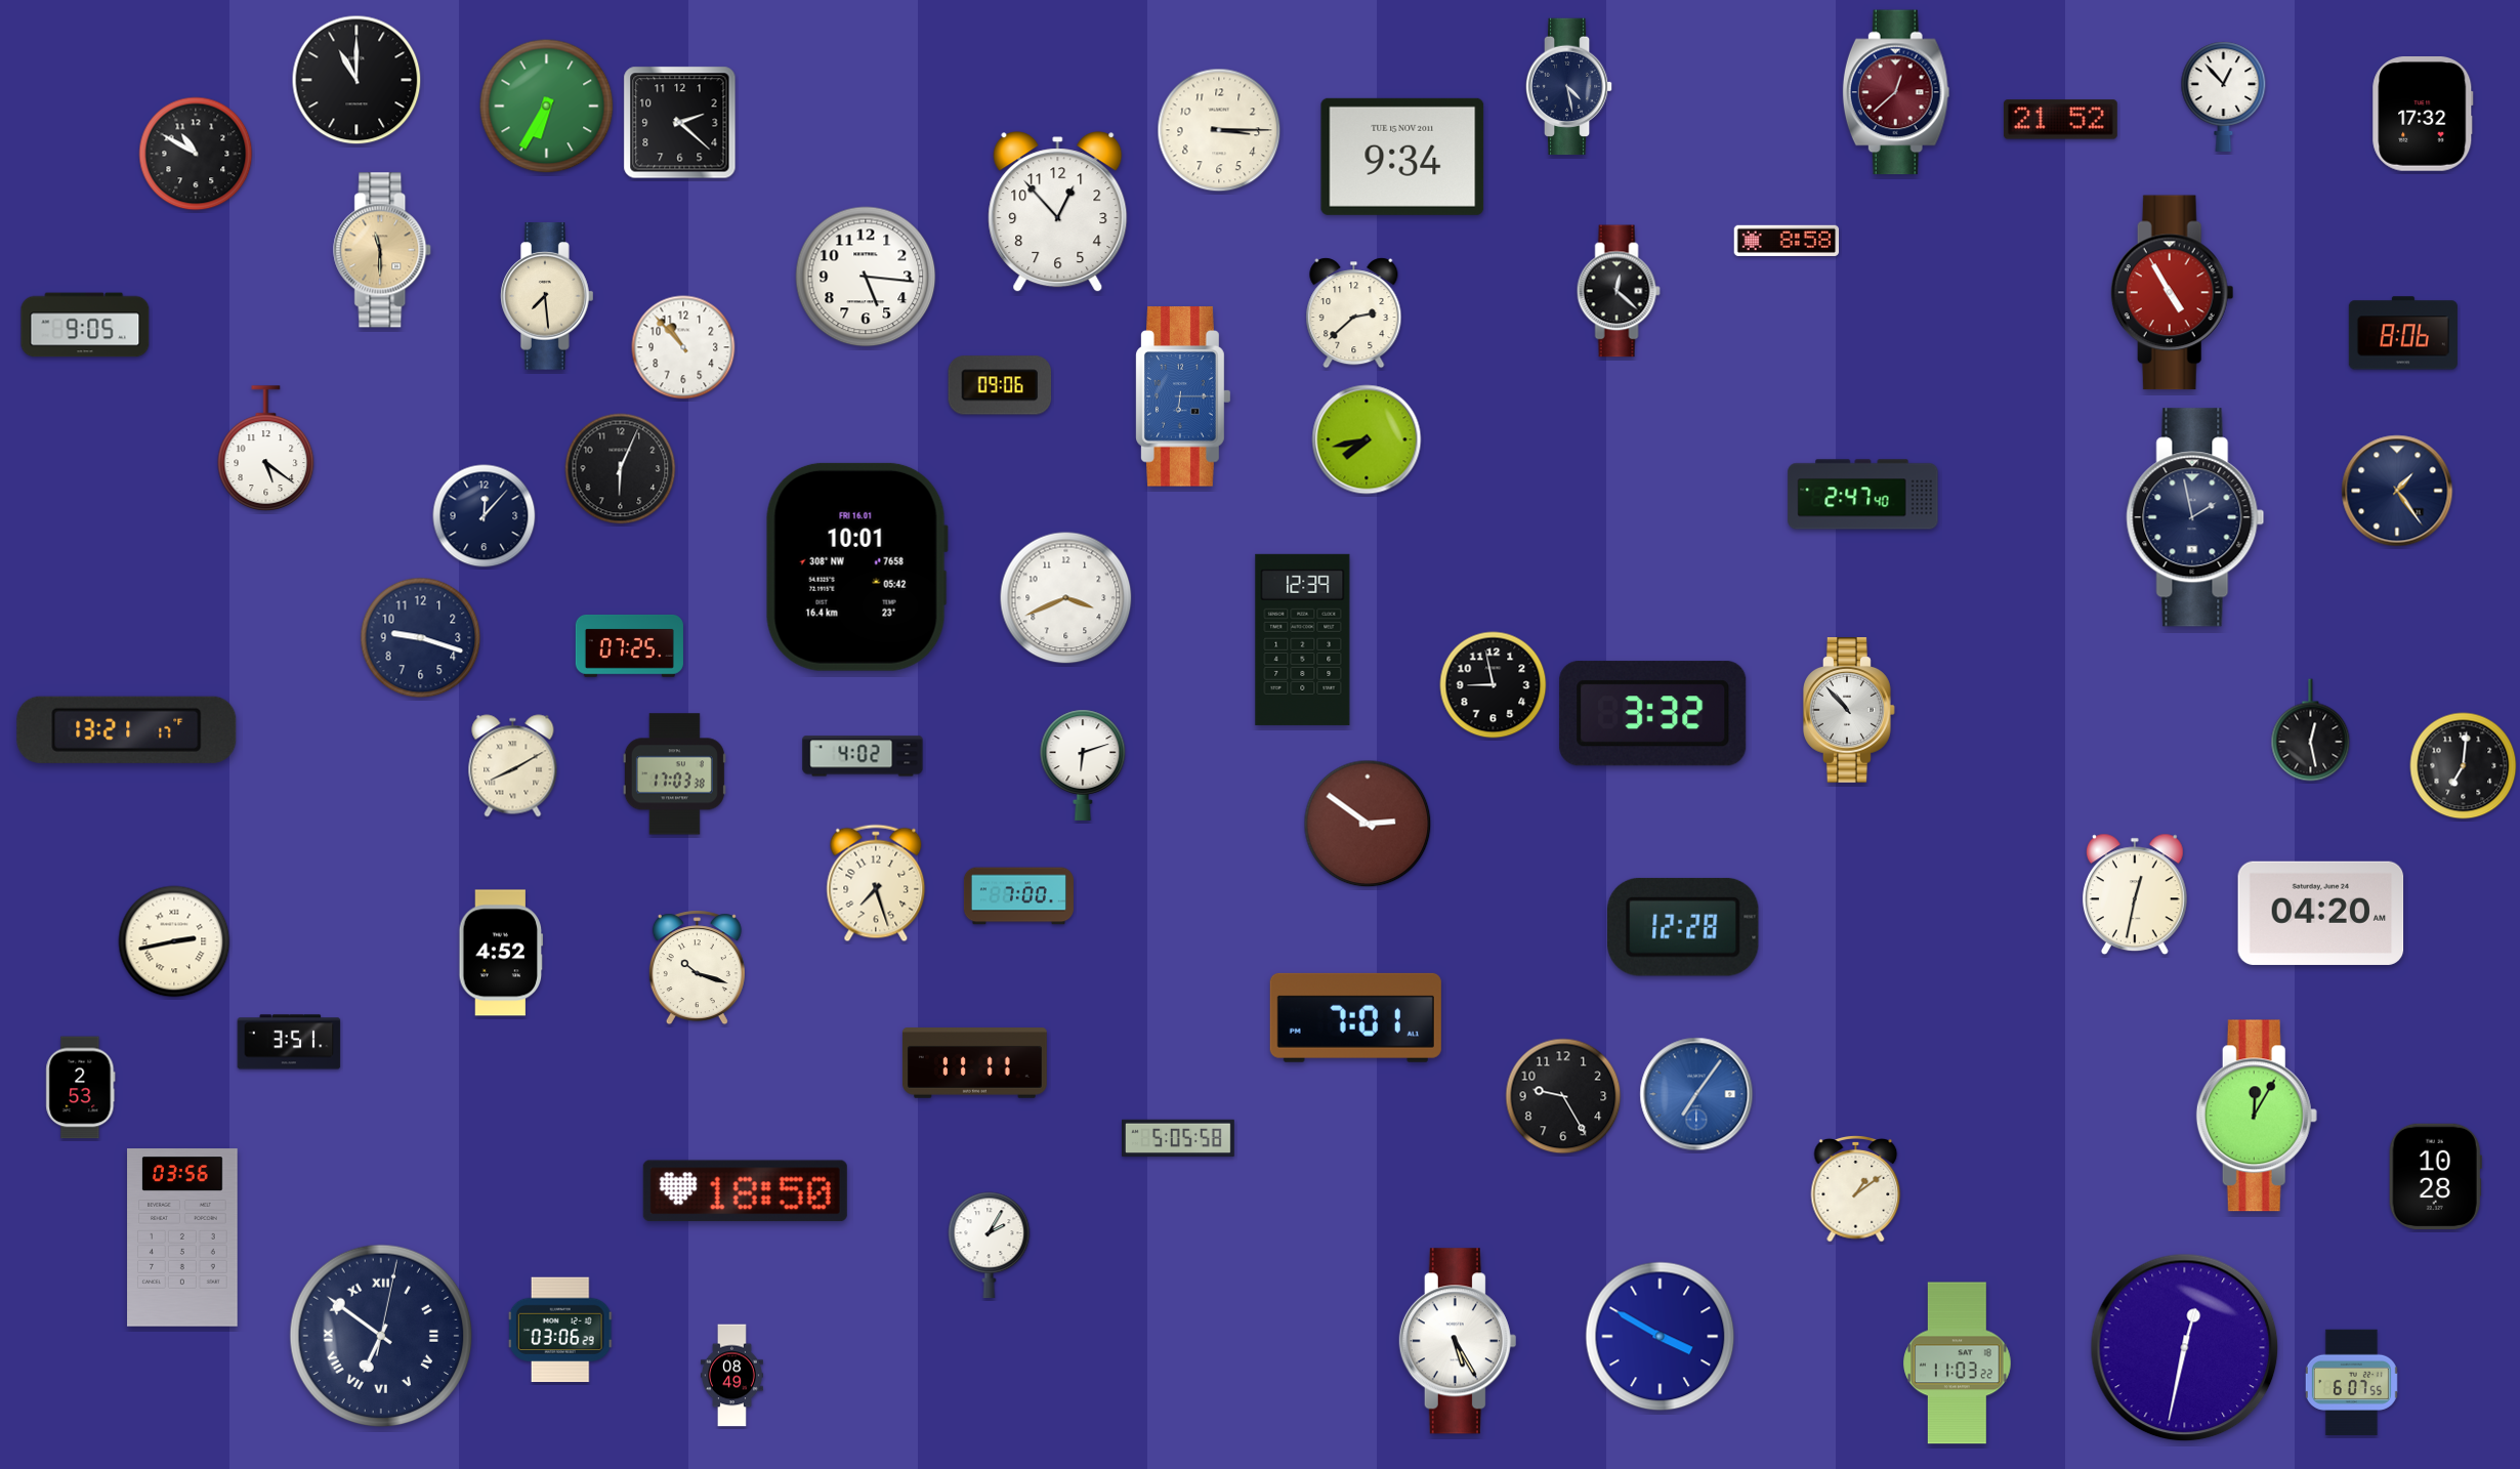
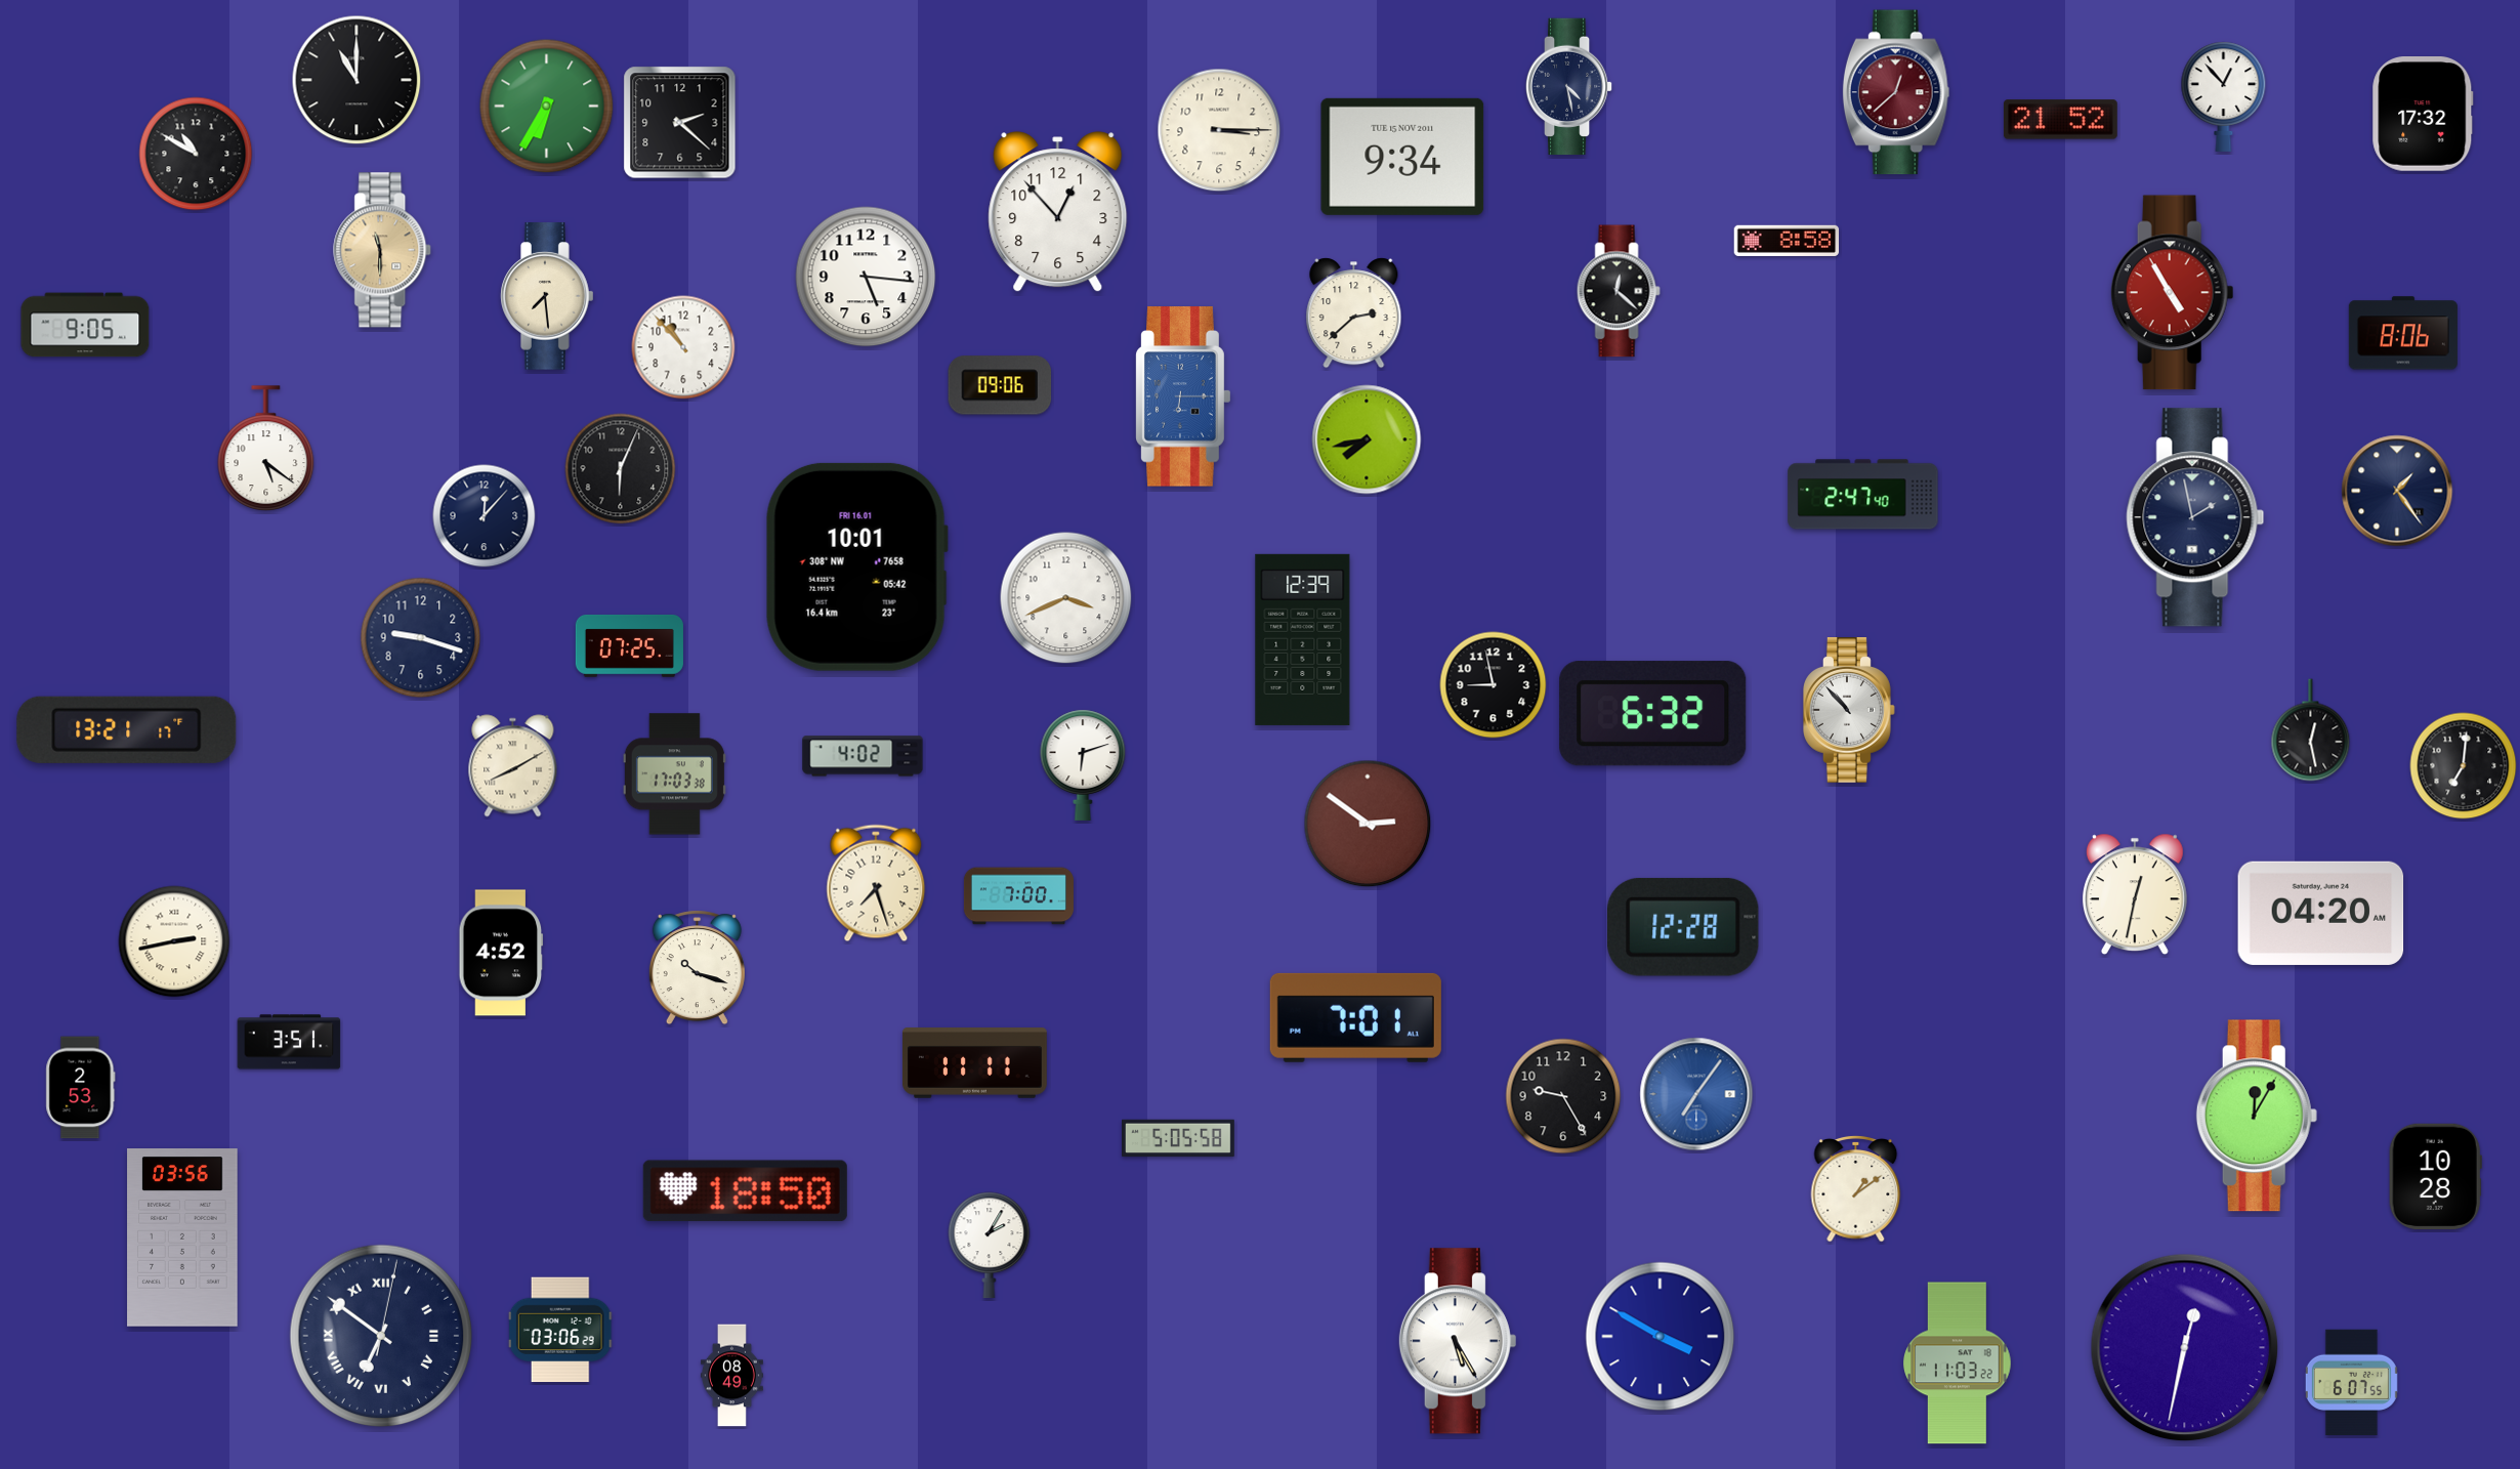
clock at (1653, 714): 3:32 -> 6:32
